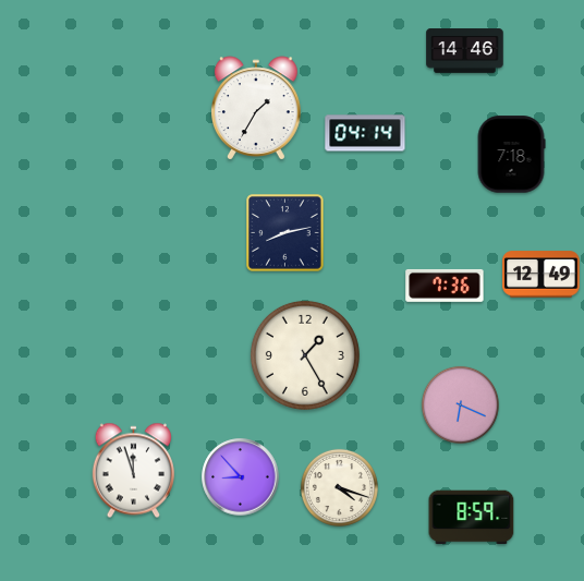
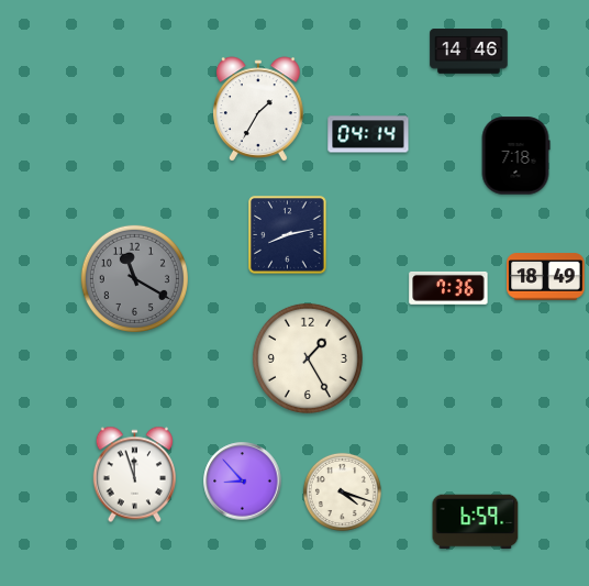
clock at (542, 275): 12:49 -> 18:49
clock at (134, 278): none -> 11:20
clock at (460, 404): 6:19 -> none
clock at (472, 518): 8:59 -> 6:59
